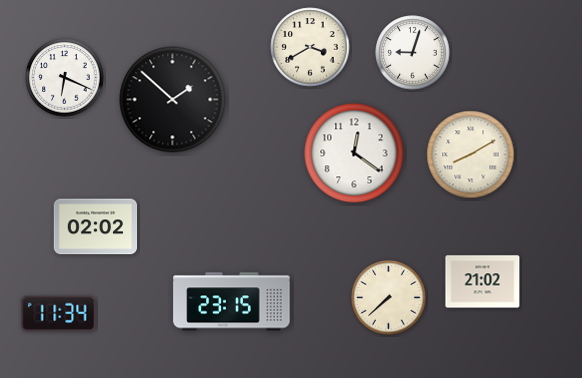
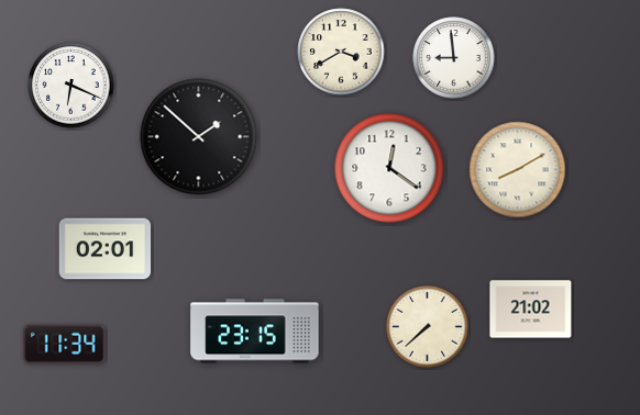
clock at (413, 53): 9:03 -> 8:59
clock at (173, 100) position: (173, 100) -> (199, 137)
clock at (96, 227): 02:02 -> 02:01
